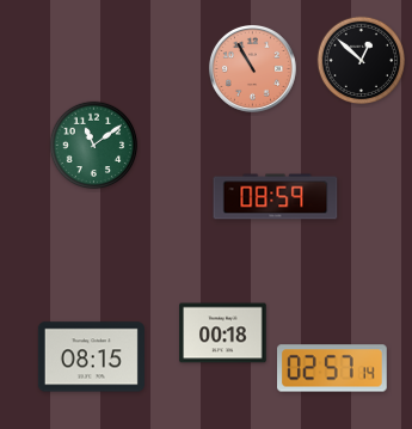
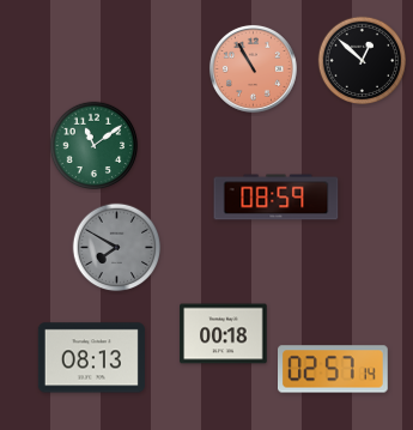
clock at (117, 248): none -> 7:50
clock at (91, 357): 08:15 -> 08:13
